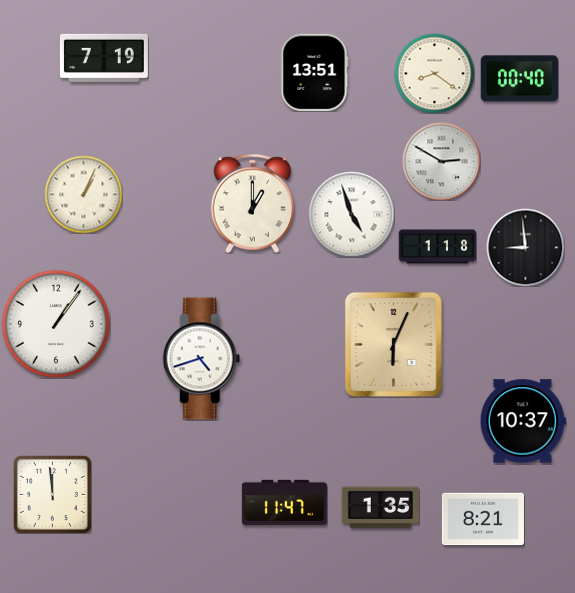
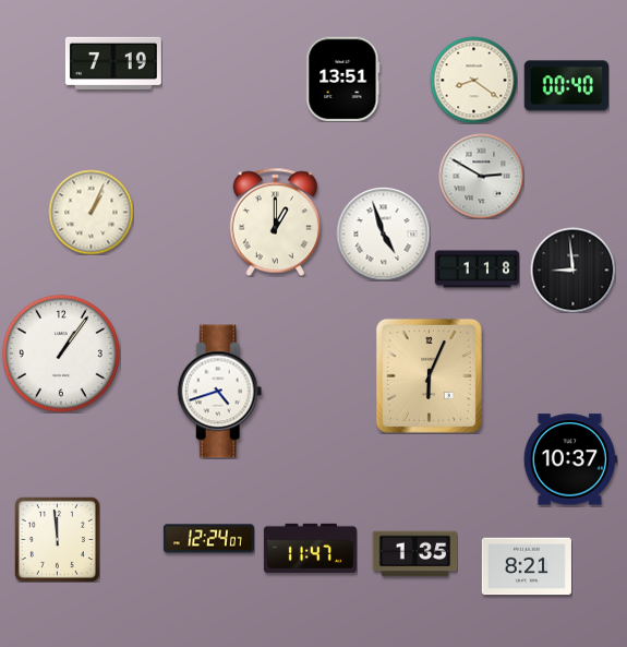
clock at (208, 539): none -> 12:24
